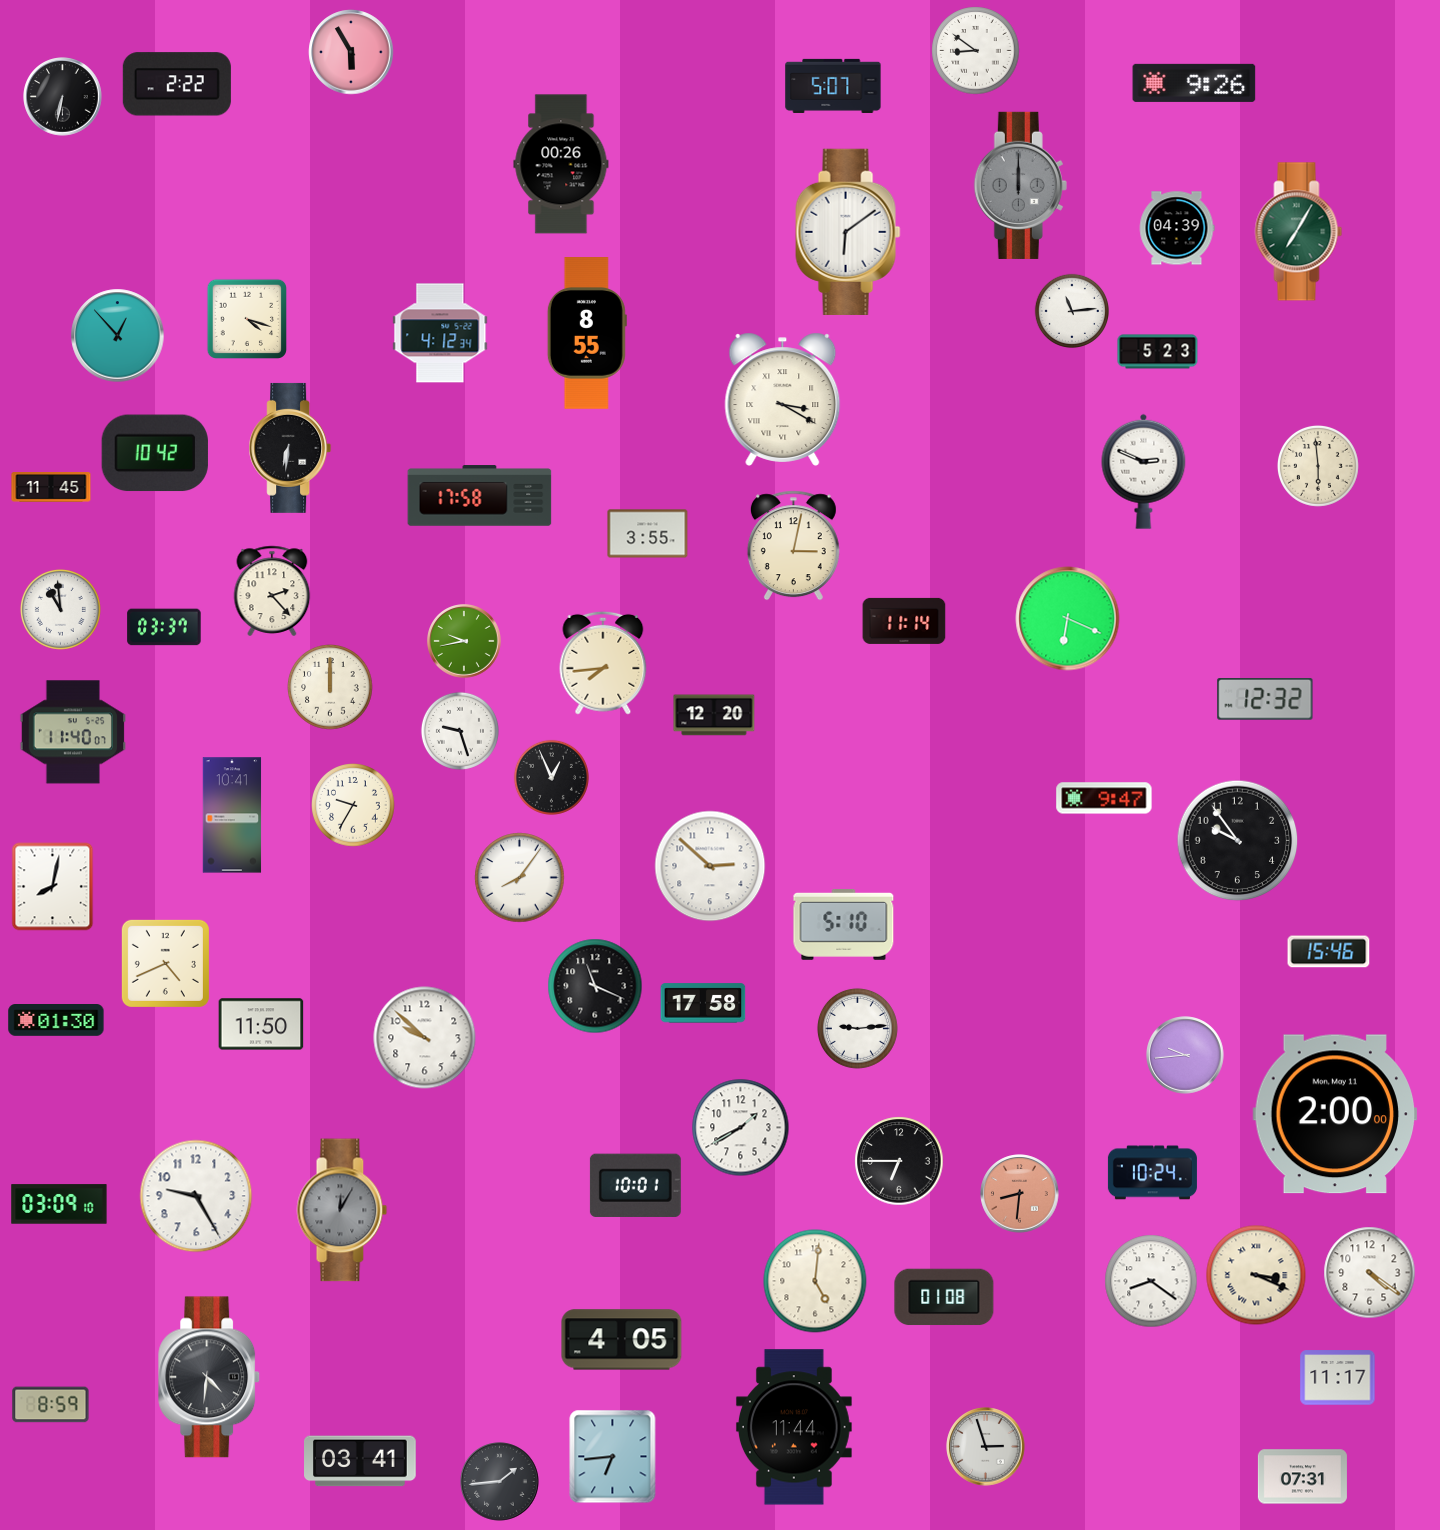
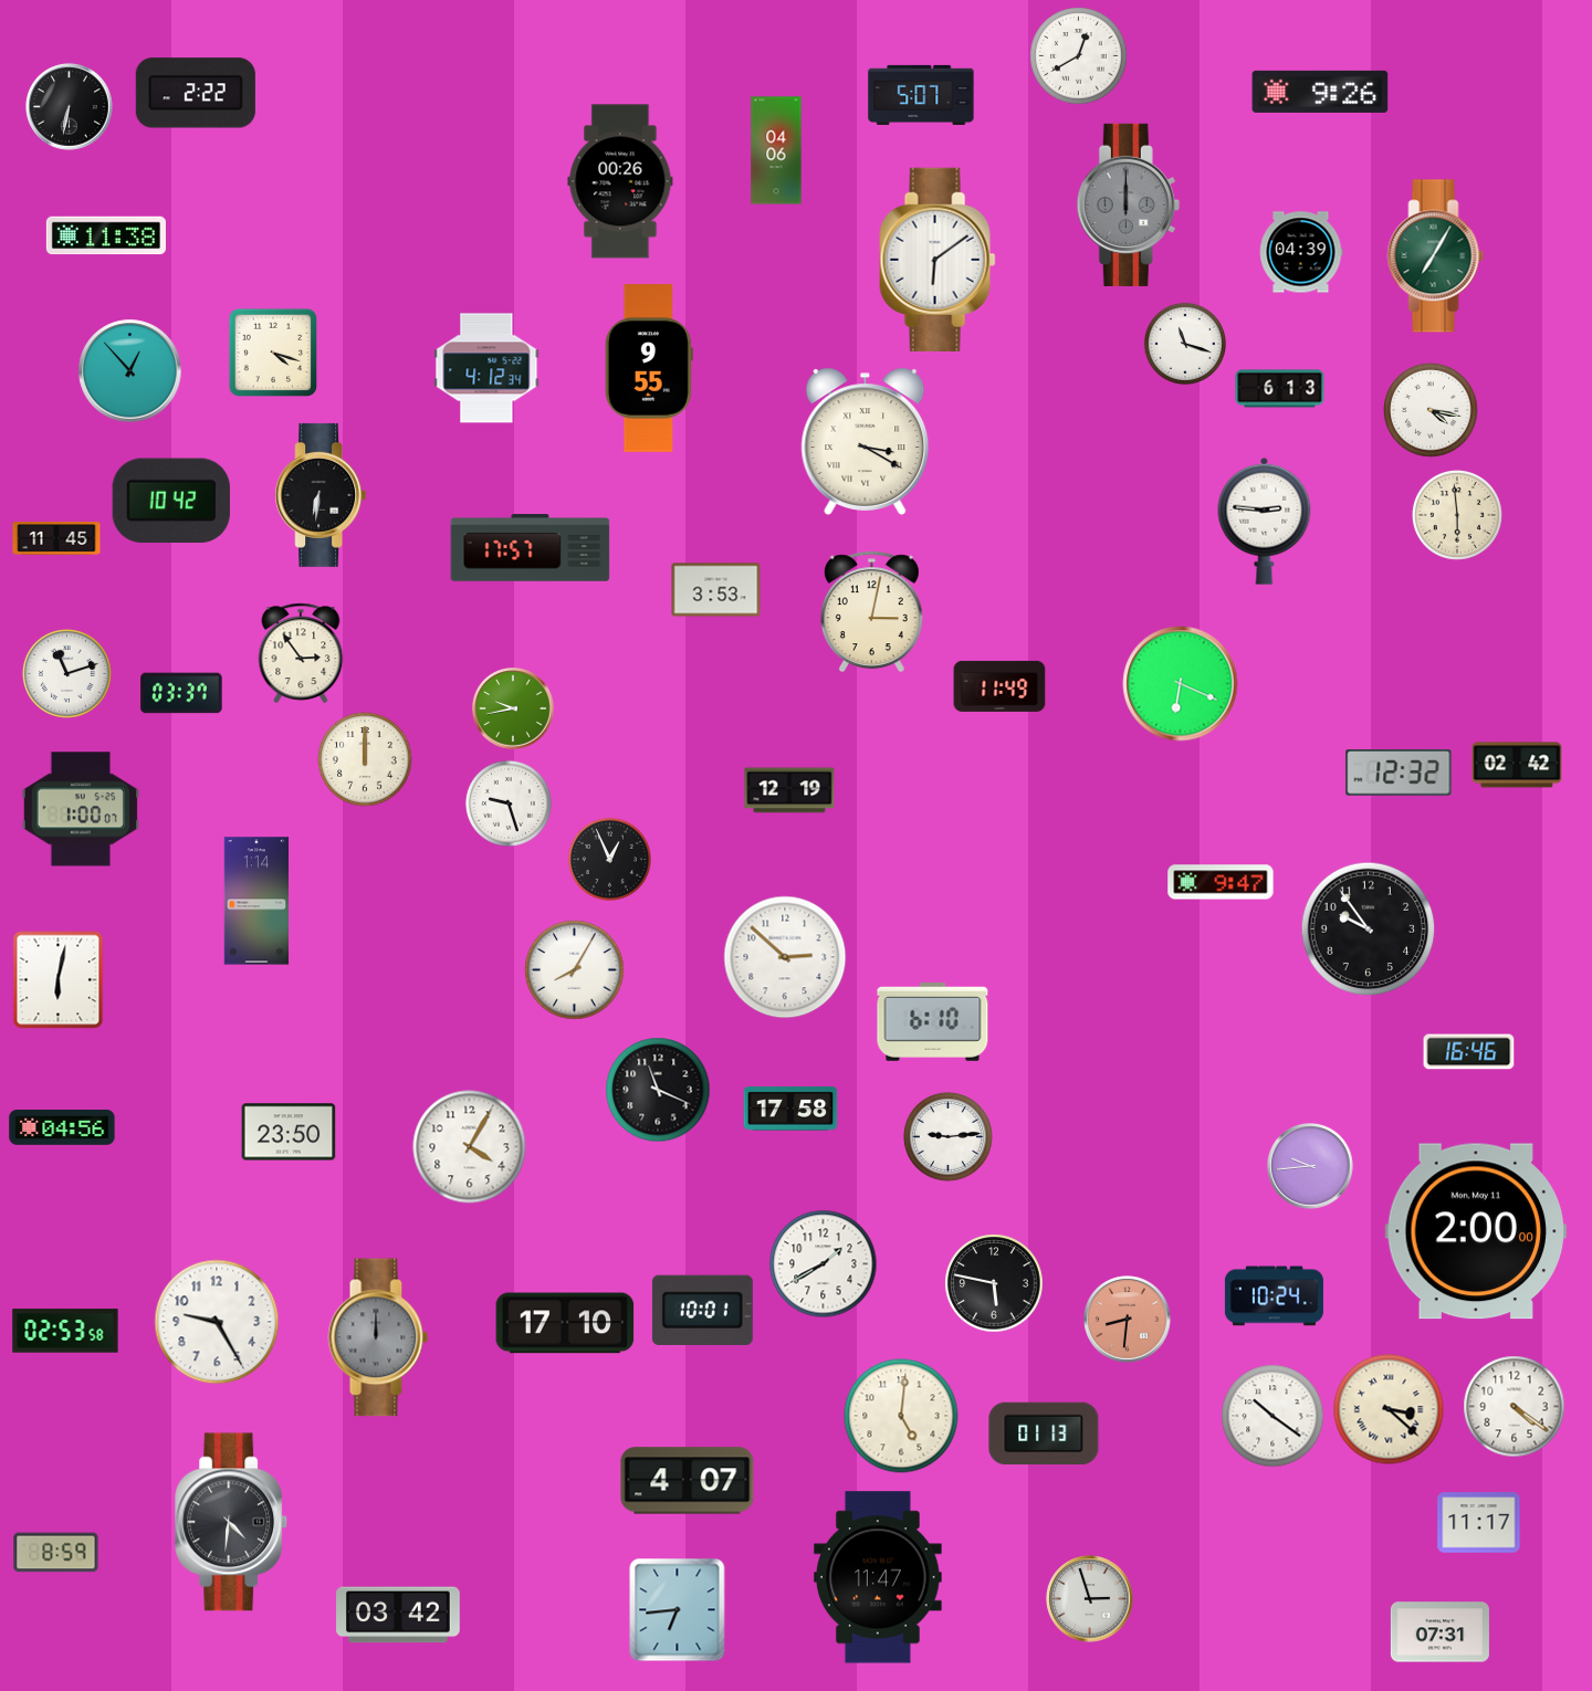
clock at (976, 51): 8:51 -> 12:40
clock at (351, 52): 5:55 -> none
clock at (776, 150): none -> 04:06
clock at (106, 235): none -> 11:38
clock at (848, 232) position: (848, 232) -> (938, 260)
clock at (1071, 310): 11:14 -> 11:18
clock at (587, 333): 8:55 -> 9:55
clock at (1158, 352): 5:23 -> 6:13
clock at (1431, 410): none -> 4:17
clock at (1144, 471): 2:49 -> 2:46
clock at (480, 496): 17:58 -> 17:57
clock at (648, 534): 3:55 -> 3:53
clock at (793, 546) position: (793, 546) -> (871, 612)
clock at (272, 591): 2:23 -> 2:54
clock at (60, 609): 10:59 -> 11:12
clock at (904, 621): 11:14 -> 11:49
clock at (603, 663): 7:44 -> none
clock at (1517, 765): none -> 02:42
clock at (714, 715): 12:20 -> 12:19
clock at (460, 731) position: (460, 731) -> (509, 804)
clock at (72, 732): 11:40 -> 1:00
clock at (354, 806): 9:35 -> none
clock at (232, 815): 10:41 -> 1:14
clock at (520, 878): 8:06 -> 8:05
clock at (53, 887): 8:02 -> 6:02
clock at (844, 925): 5:10 -> 6:10
clock at (1329, 952): 15:46 -> 16:46
clock at (165, 963): 4:41 -> none
clock at (703, 1003) position: (703, 1003) -> (790, 1109)
clock at (56, 1020): 01:30 -> 04:56
clock at (261, 1024): 11:50 -> 23:50
clock at (425, 1038): 9:52 -> 4:05
clock at (741, 1128) position: (741, 1128) -> (824, 1264)
clock at (899, 1161): 6:45 -> 5:47
clock at (565, 1323): none -> 17:10
clock at (59, 1204): 03:09 -> 02:53
clock at (342, 1210): 12:05 -> 12:00
clock at (1256, 1275): 3:19 -> 3:22
clock at (1151, 1281): 8:21 -> 10:21
clock at (944, 1297): 01:08 -> 01:13
clock at (622, 1340): 4:05 -> 4:07
clock at (794, 1427): 11:44 -> 11:47
clock at (361, 1461): 03:41 -> 03:42
clock at (500, 1482): 1:44 -> none
